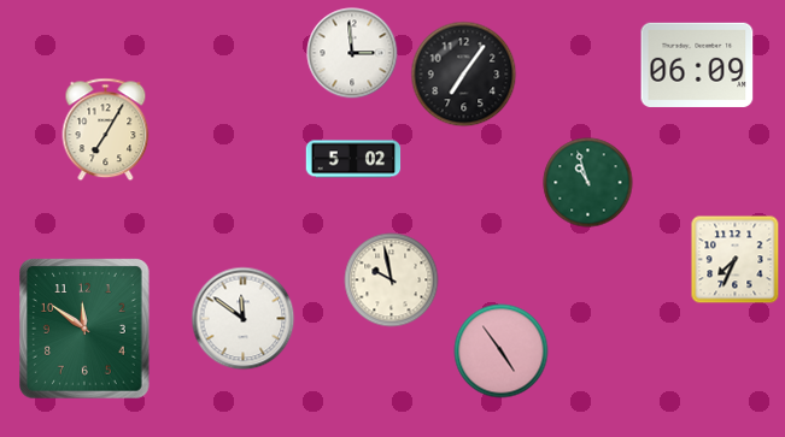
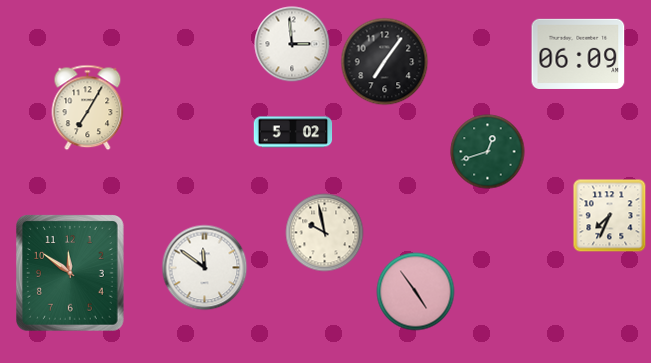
clock at (588, 183): 10:57 -> 12:42
clock at (244, 319) position: (244, 319) -> (205, 268)
